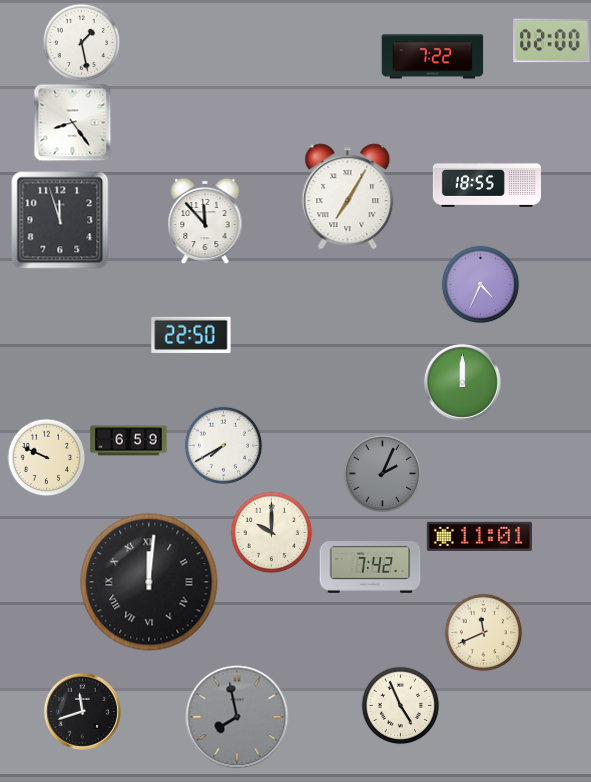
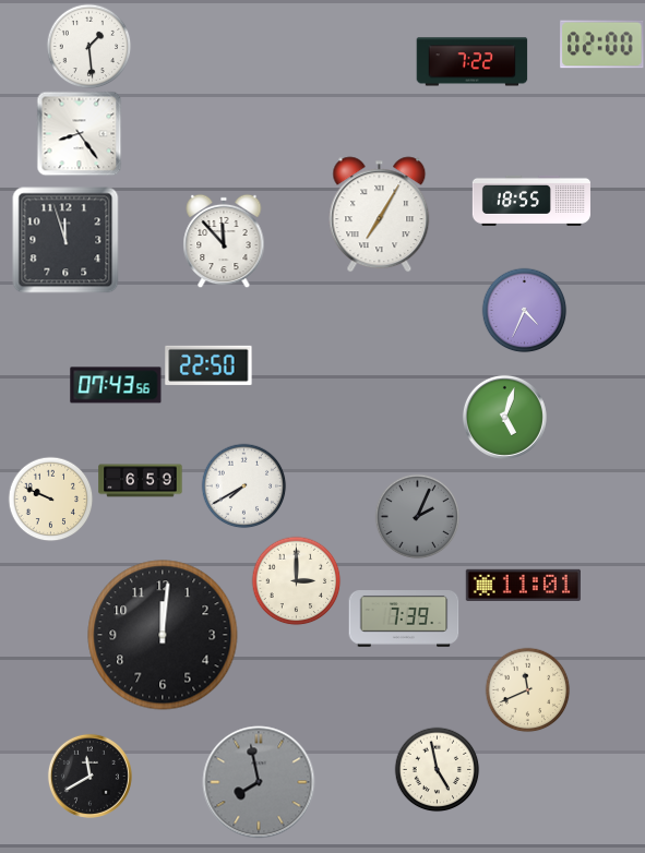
clock at (81, 42): 1:28 -> 1:29
clock at (116, 385): none -> 07:43
clock at (462, 382): 12:00 -> 5:03
clock at (271, 532): 10:00 -> 3:00
clock at (370, 568): 7:42 -> 7:39
clock at (149, 582) numerals: Roman -> Arabic
clock at (400, 705): 4:56 -> 4:58
clock at (82, 711): 11:42 -> 11:40
